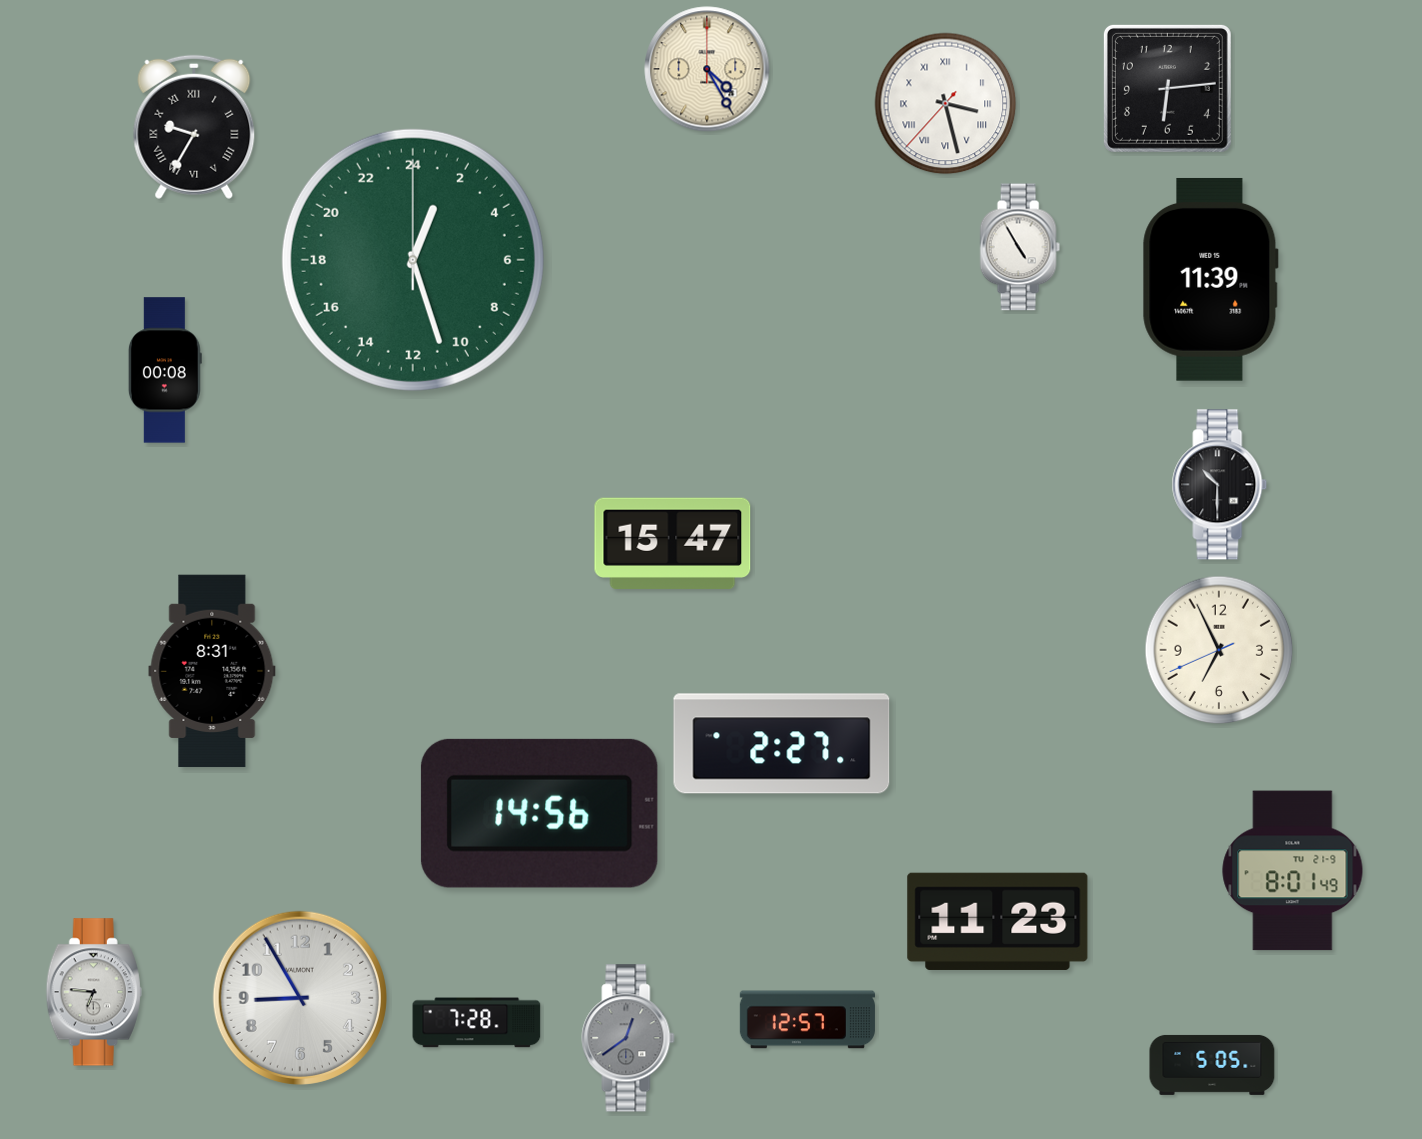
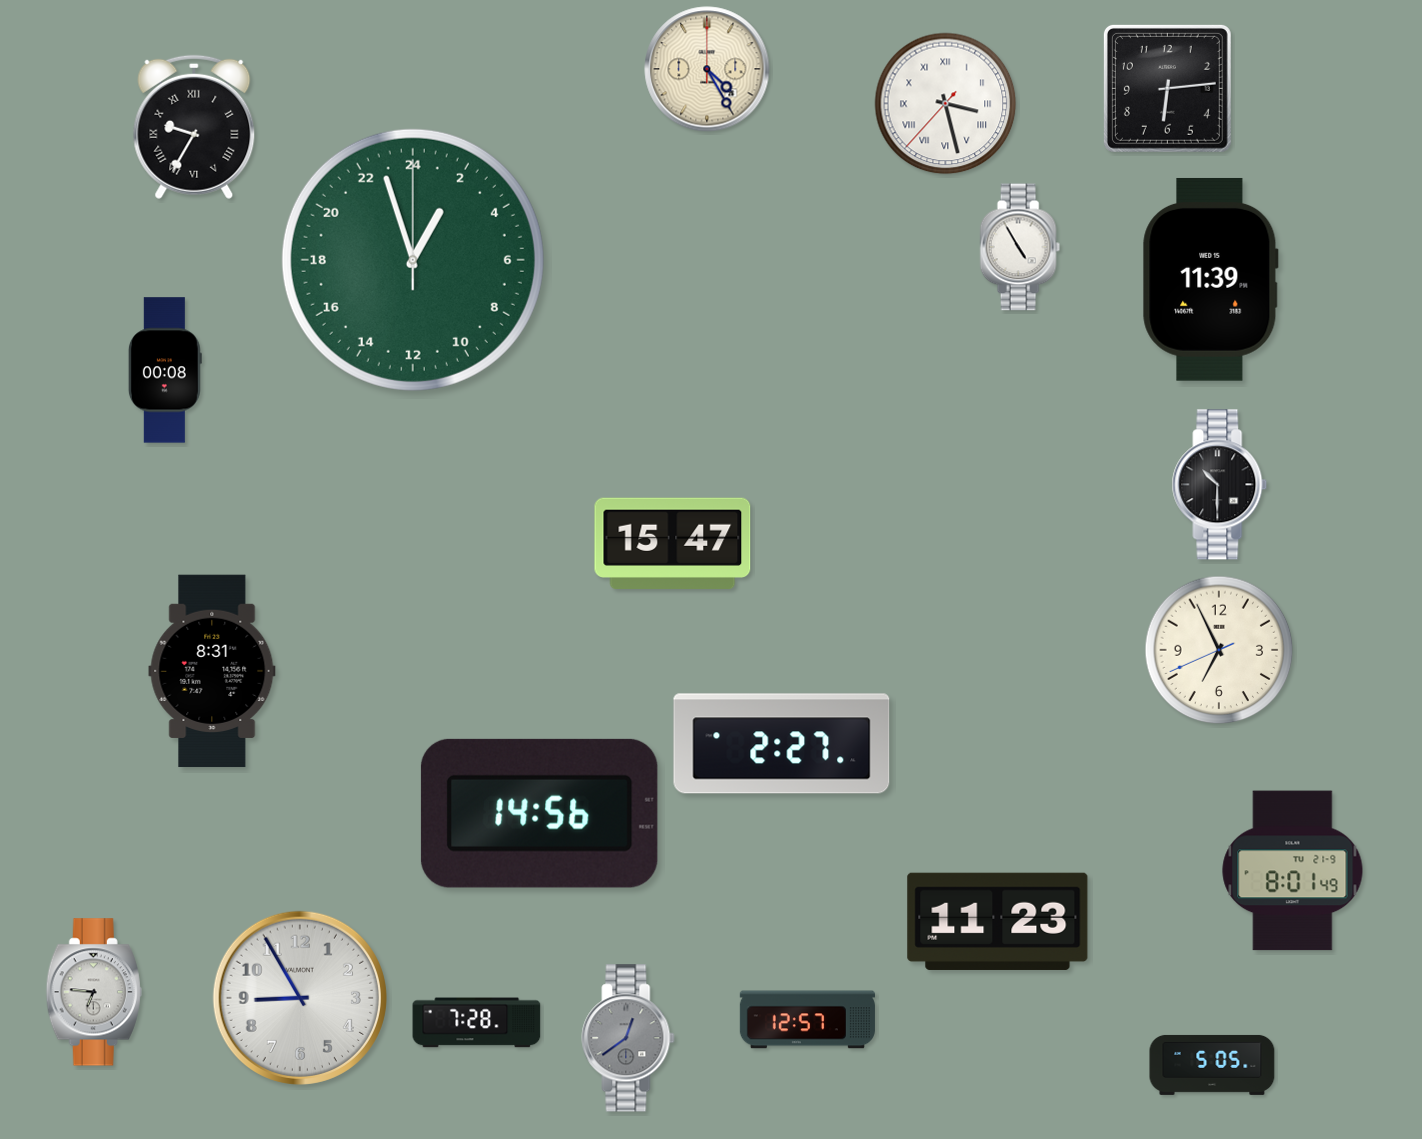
clock at (413, 260): 1:27 -> 1:57
